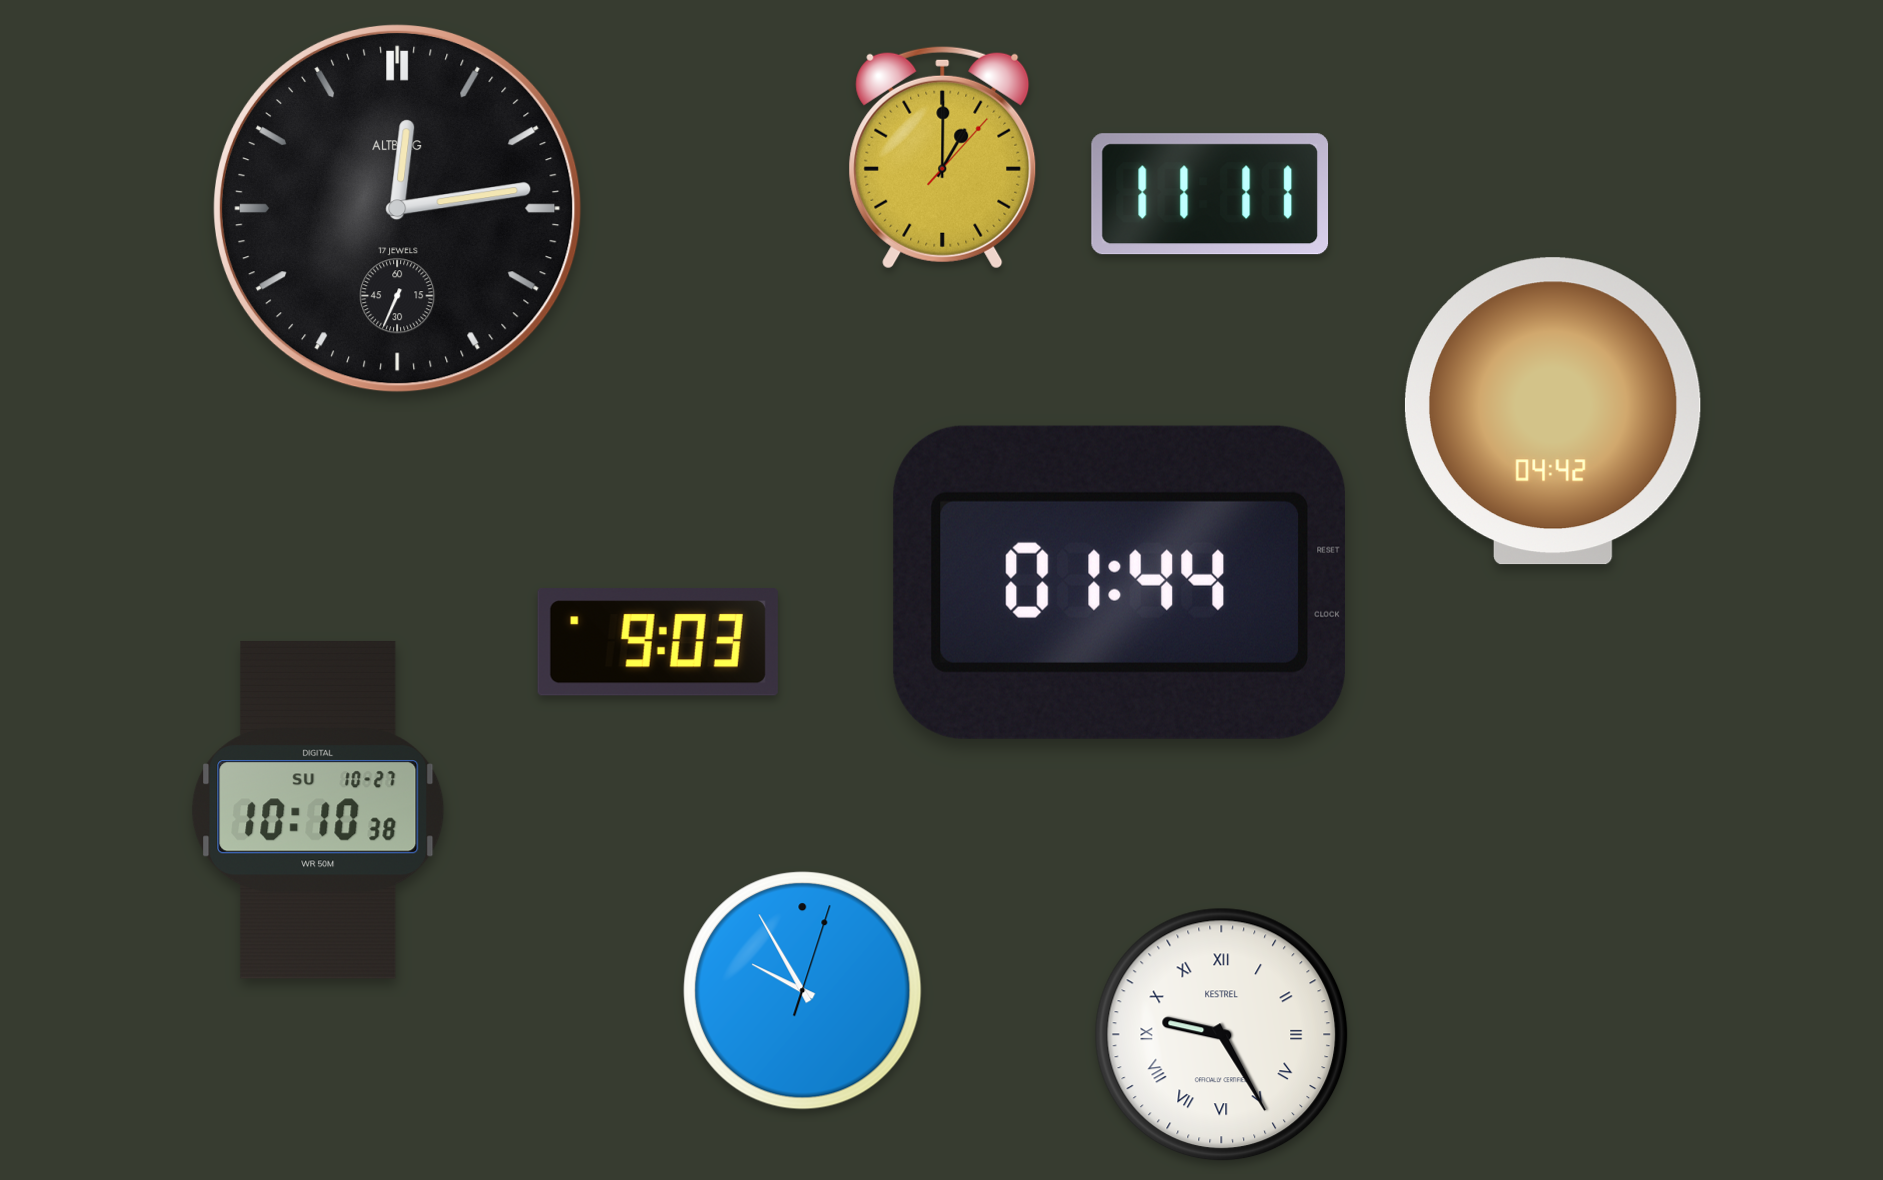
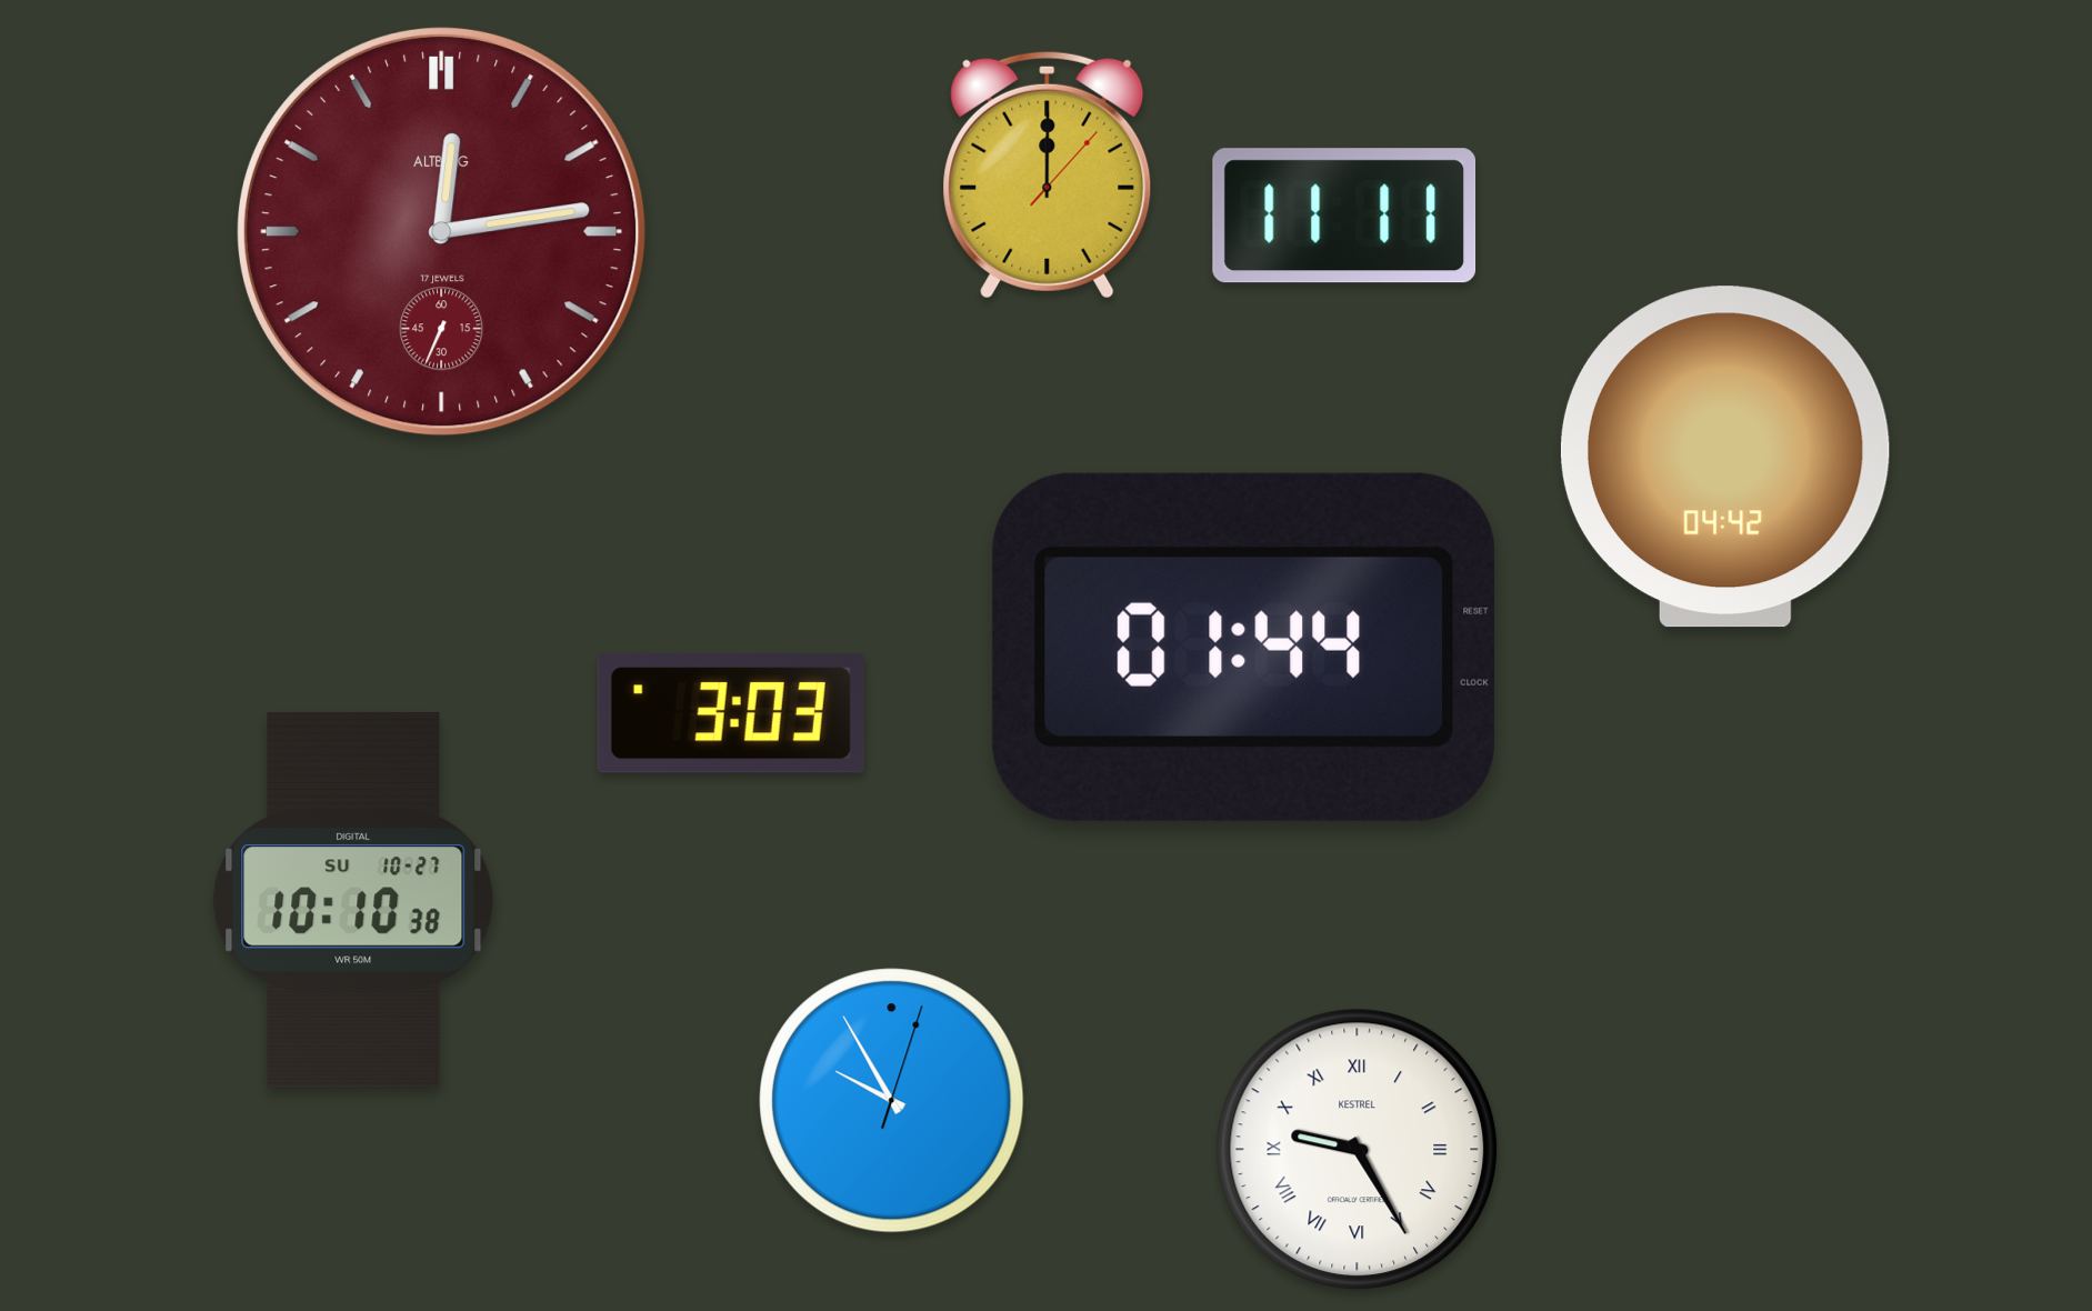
clock at (943, 157): 1:00 -> 12:00
clock at (397, 208) dial: black -> burgundy
clock at (658, 643): 9:03 -> 3:03
